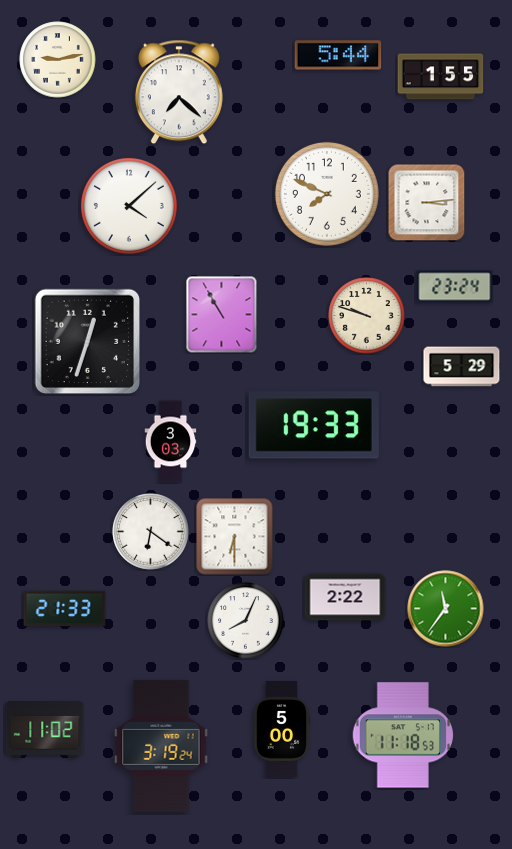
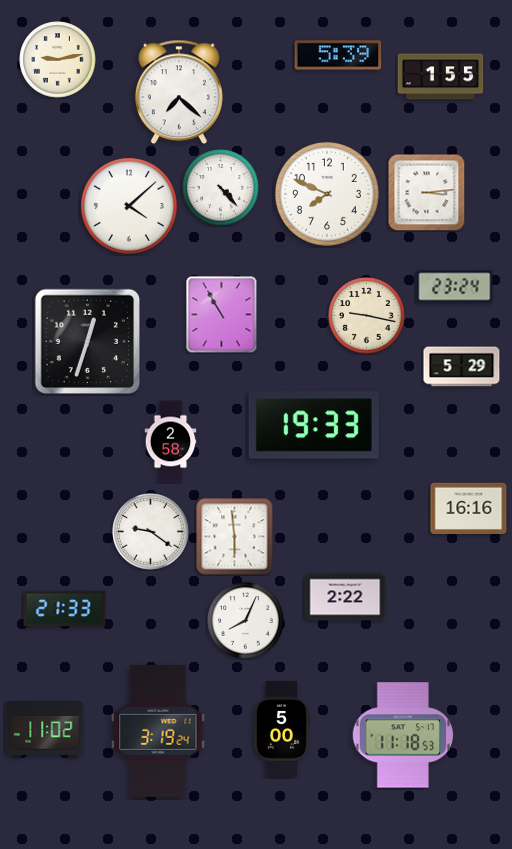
clock at (338, 55): 5:44 -> 5:39
clock at (221, 188): none -> 4:23
clock at (426, 202) position: (426, 202) -> (426, 192)
clock at (367, 316): 9:48 -> 9:17
clock at (171, 442): 3:03 -> 2:58
clock at (469, 508): none -> 16:16
clock at (151, 532): 6:21 -> 9:21
clock at (235, 537): 6:30 -> 5:59
clock at (446, 609): 11:36 -> none
clock at (161, 746) position: (161, 746) -> (158, 731)
